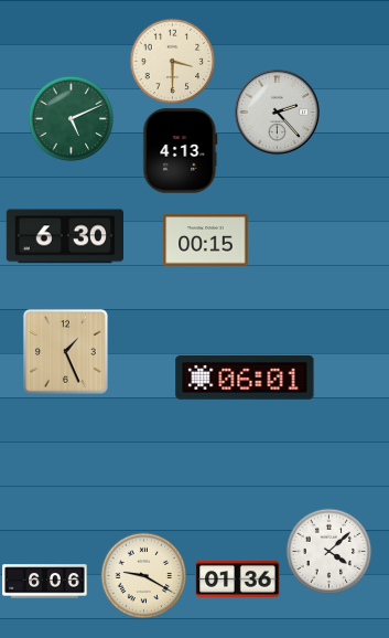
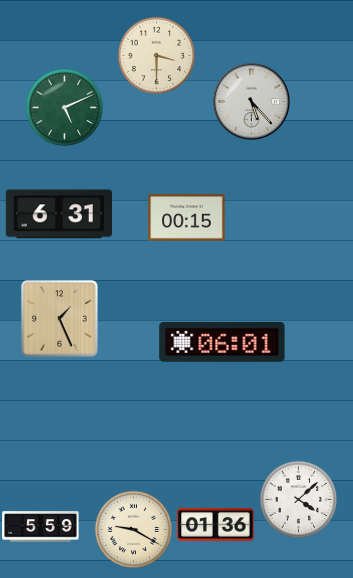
clock at (277, 111): 2:23 -> 5:23
clock at (181, 151): 4:13 -> none
clock at (64, 236): 6:30 -> 6:31
clock at (143, 575) position: (143, 575) -> (133, 529)
clock at (45, 582): 6:06 -> 5:59
